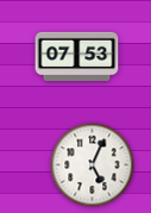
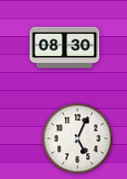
clock at (77, 57): 07:53 -> 08:30
